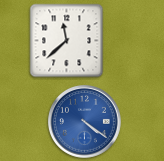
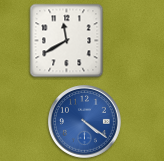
clock at (67, 41): 11:38 -> 11:40
